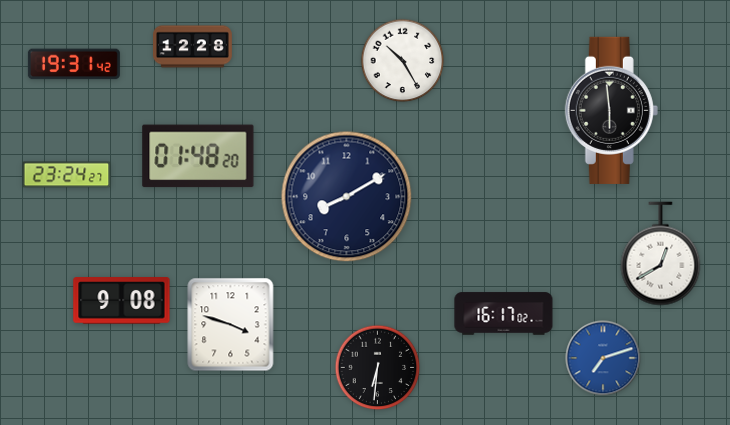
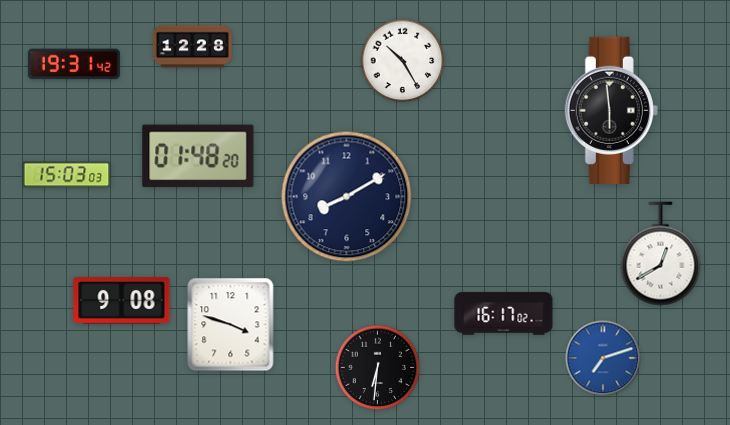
clock at (67, 175): 23:24 -> 15:03
